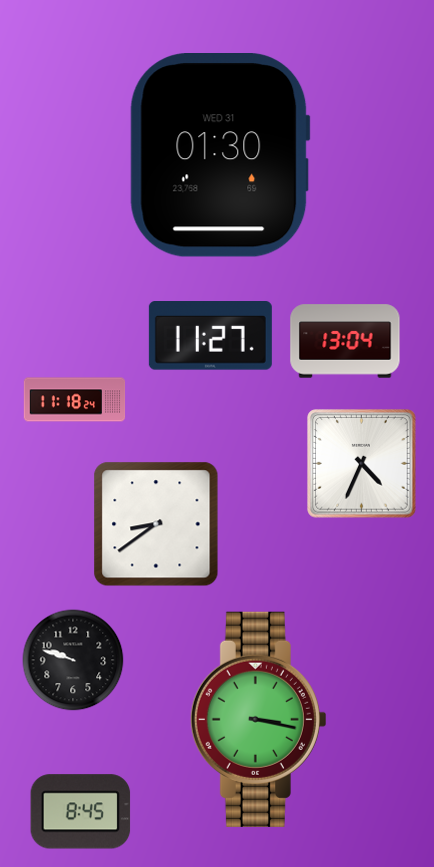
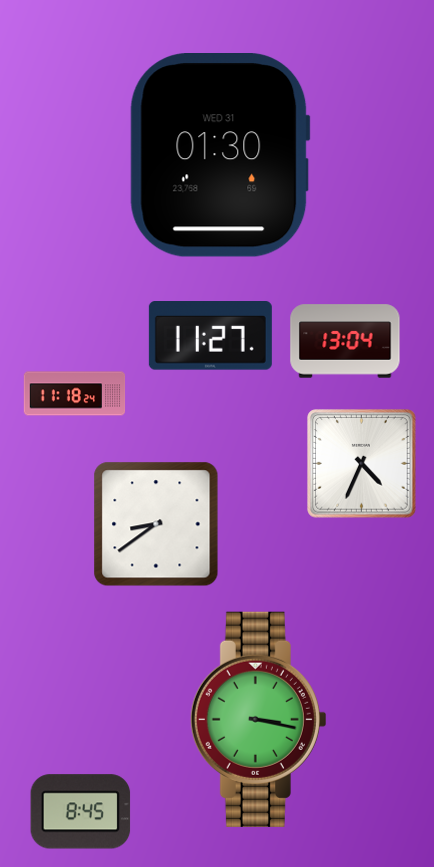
clock at (75, 400) position: (75, 400) -> (75, 394)
clock at (73, 660): 9:48 -> none
